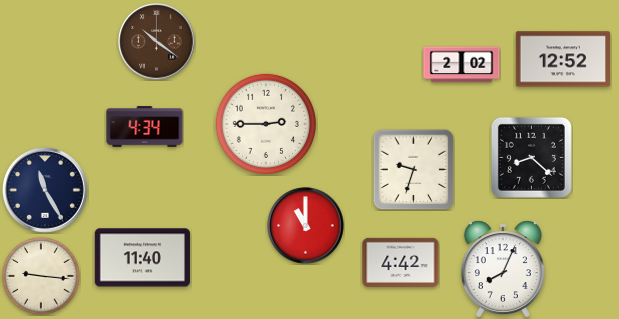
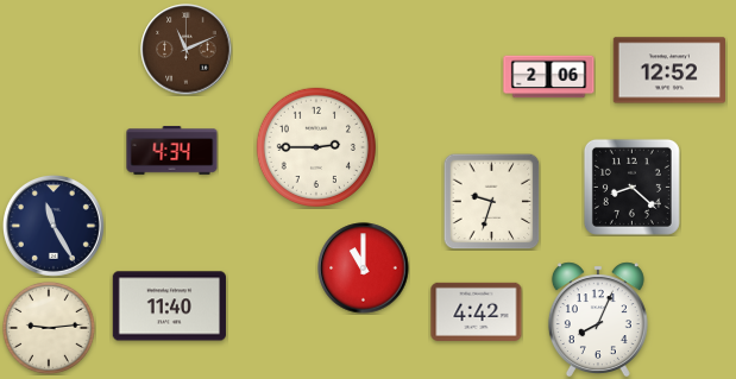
clock at (157, 42): 10:21 -> 11:11
clock at (462, 65): 2:02 -> 2:06
clock at (41, 276): 9:16 -> 9:14
